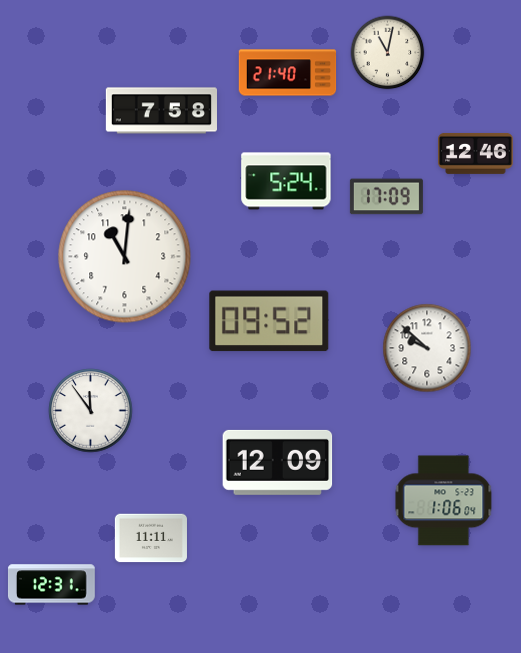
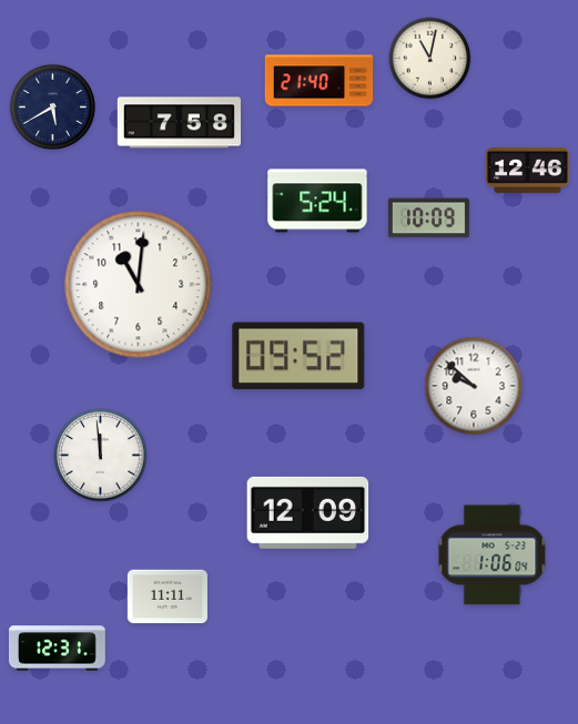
clock at (52, 106): none -> 5:40
clock at (386, 197): 17:09 -> 10:09
clock at (91, 411): 11:54 -> 11:59
